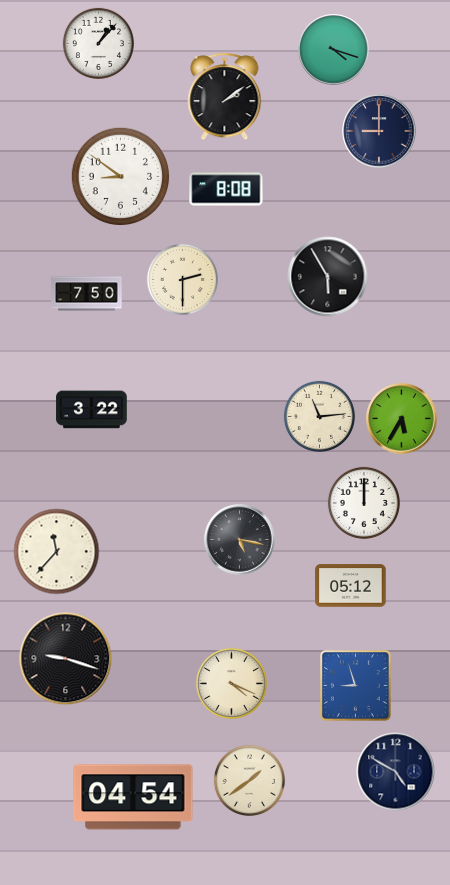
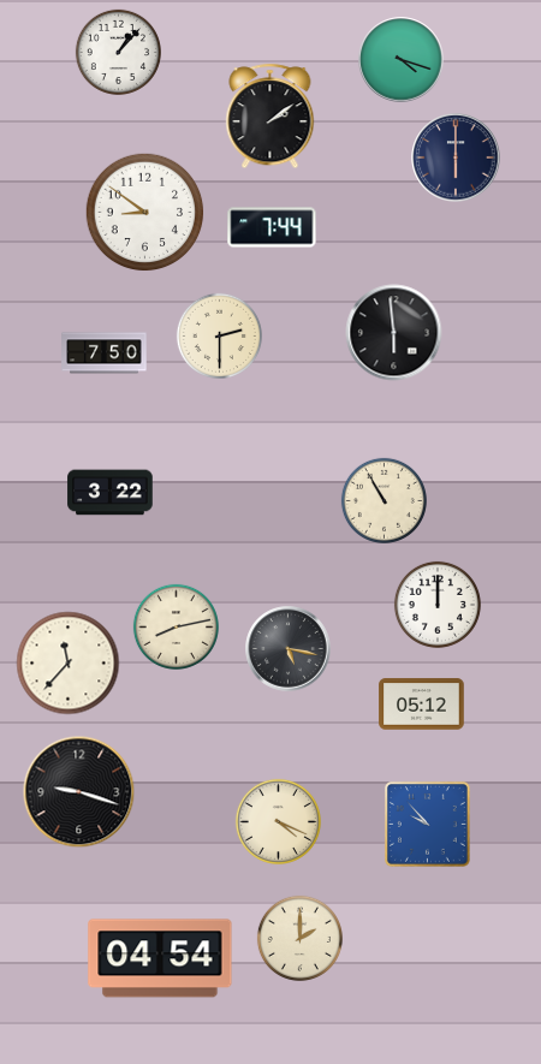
clock at (379, 131): 9:00 -> 6:00
clock at (226, 189): 8:08 -> 7:44
clock at (328, 277): 5:55 -> 5:59
clock at (319, 416): 11:14 -> 10:55
clock at (402, 419): 5:35 -> none
clock at (176, 626): none -> 8:13
clock at (356, 686): 8:57 -> 9:53
clock at (396, 772): 4:50 -> none
clock at (249, 780): 1:39 -> 2:00
